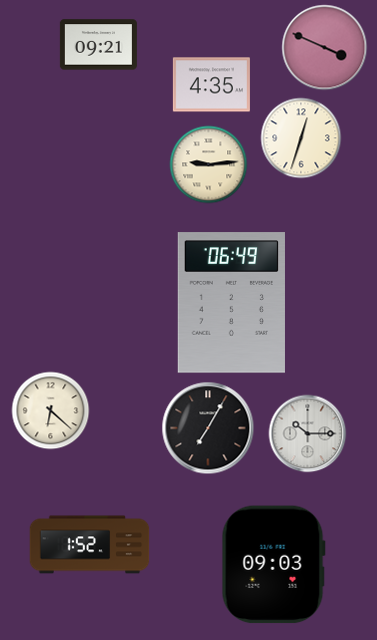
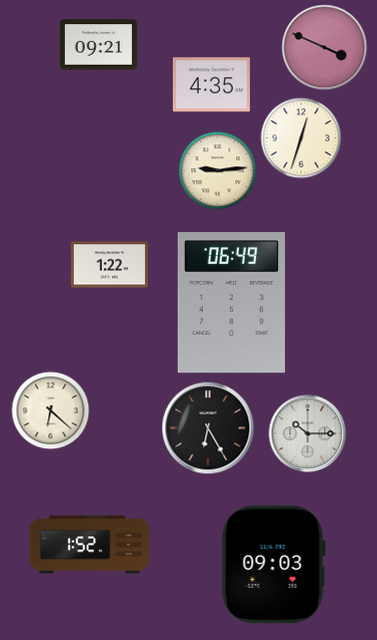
clock at (208, 164) position: (208, 164) -> (217, 170)
clock at (109, 265): none -> 1:22
clock at (208, 428): 7:05 -> 6:25
